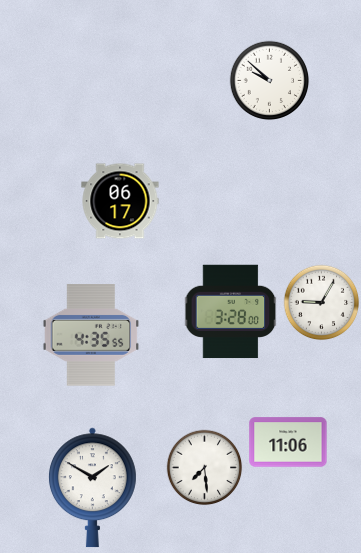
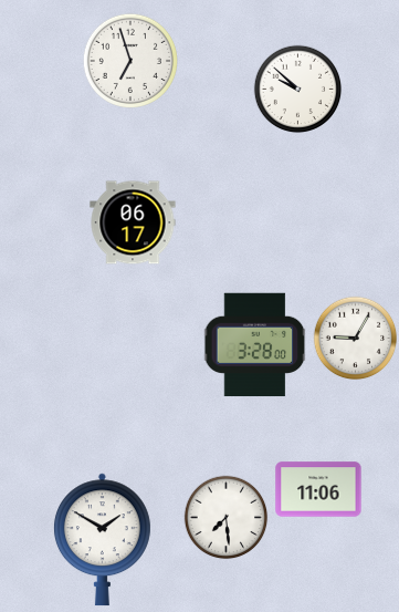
clock at (130, 61): none -> 6:57
clock at (322, 303) position: (322, 303) -> (356, 339)
clock at (91, 335): 4:35 -> none
